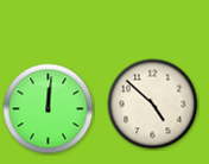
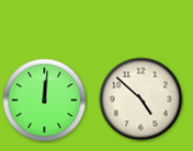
clock at (153, 105) position: (153, 105) -> (141, 100)
